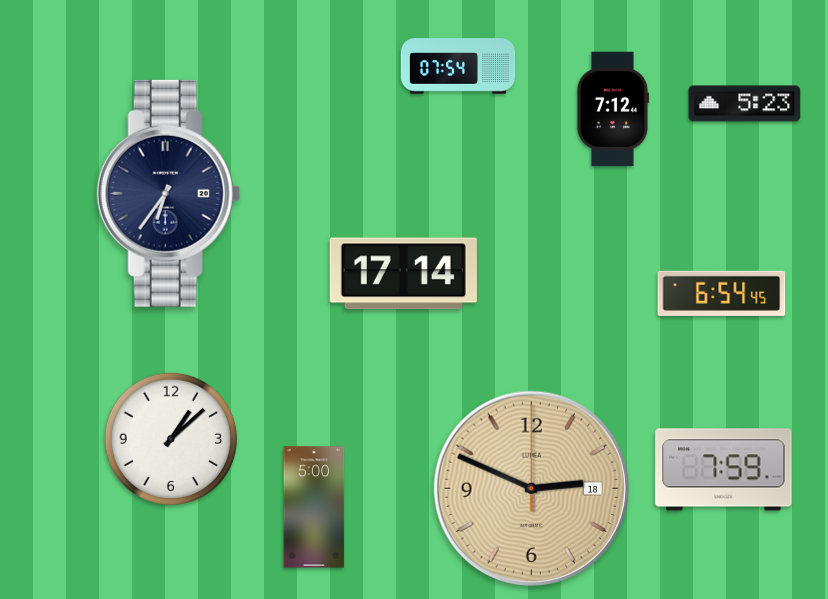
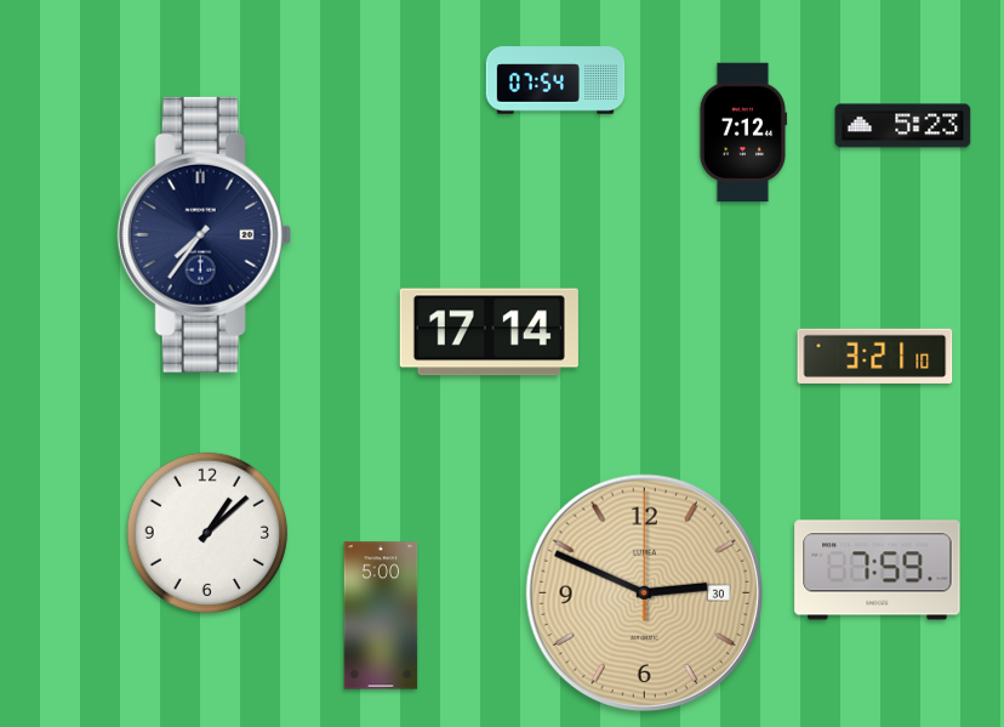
clock at (168, 193): 6:36 -> 7:36
clock at (722, 293): 6:54 -> 3:21
clock at (531, 488) date: 18 -> 30
